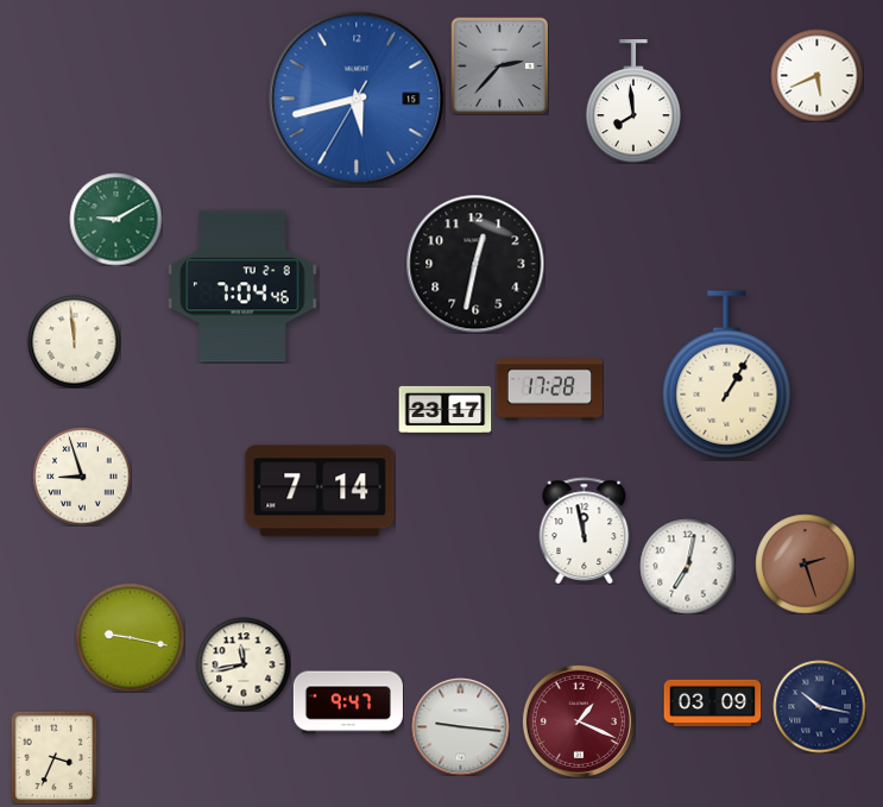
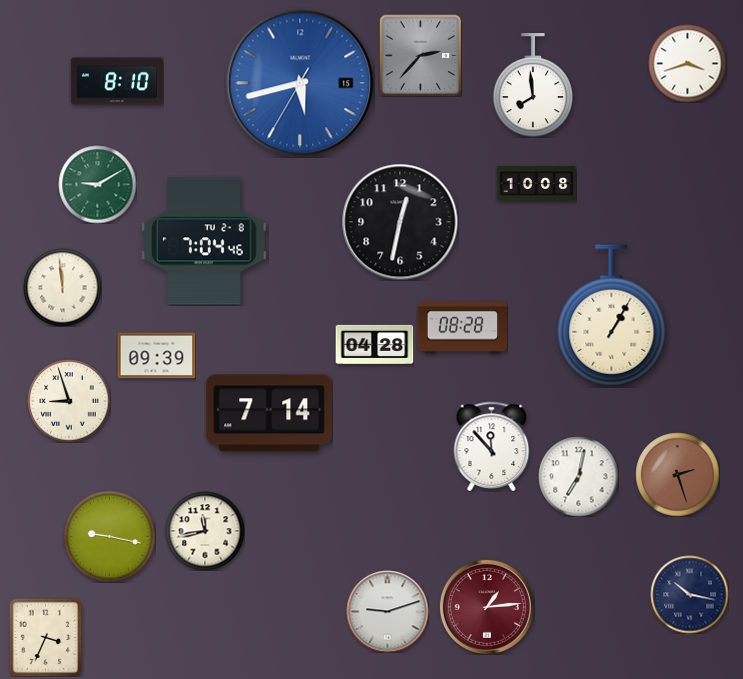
clock at (816, 75): 5:41 -> 3:42
clock at (117, 81): none -> 8:10
clock at (536, 184): none -> 10:08
clock at (549, 390): 17:28 -> 08:28
clock at (444, 409): 23:17 -> 04:28
clock at (156, 356): none -> 09:39
clock at (585, 530): 11:58 -> 11:53
clock at (244, 664) position: (244, 664) -> (205, 531)
clock at (348, 702): 9:47 -> none
clock at (712, 702): 03:09 -> none
clock at (579, 721): 1:19 -> 1:14
clock at (460, 726): 9:16 -> 9:12
